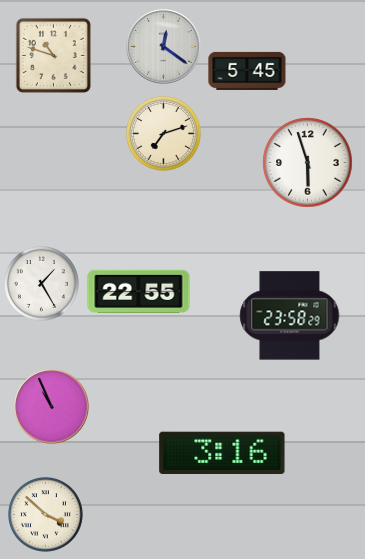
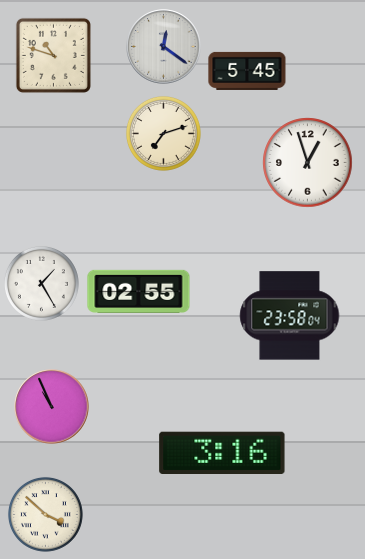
clock at (308, 163): 5:57 -> 12:57
clock at (139, 291): 22:55 -> 02:55
clock at (290, 316): 23:58:29 -> 23:58:04
